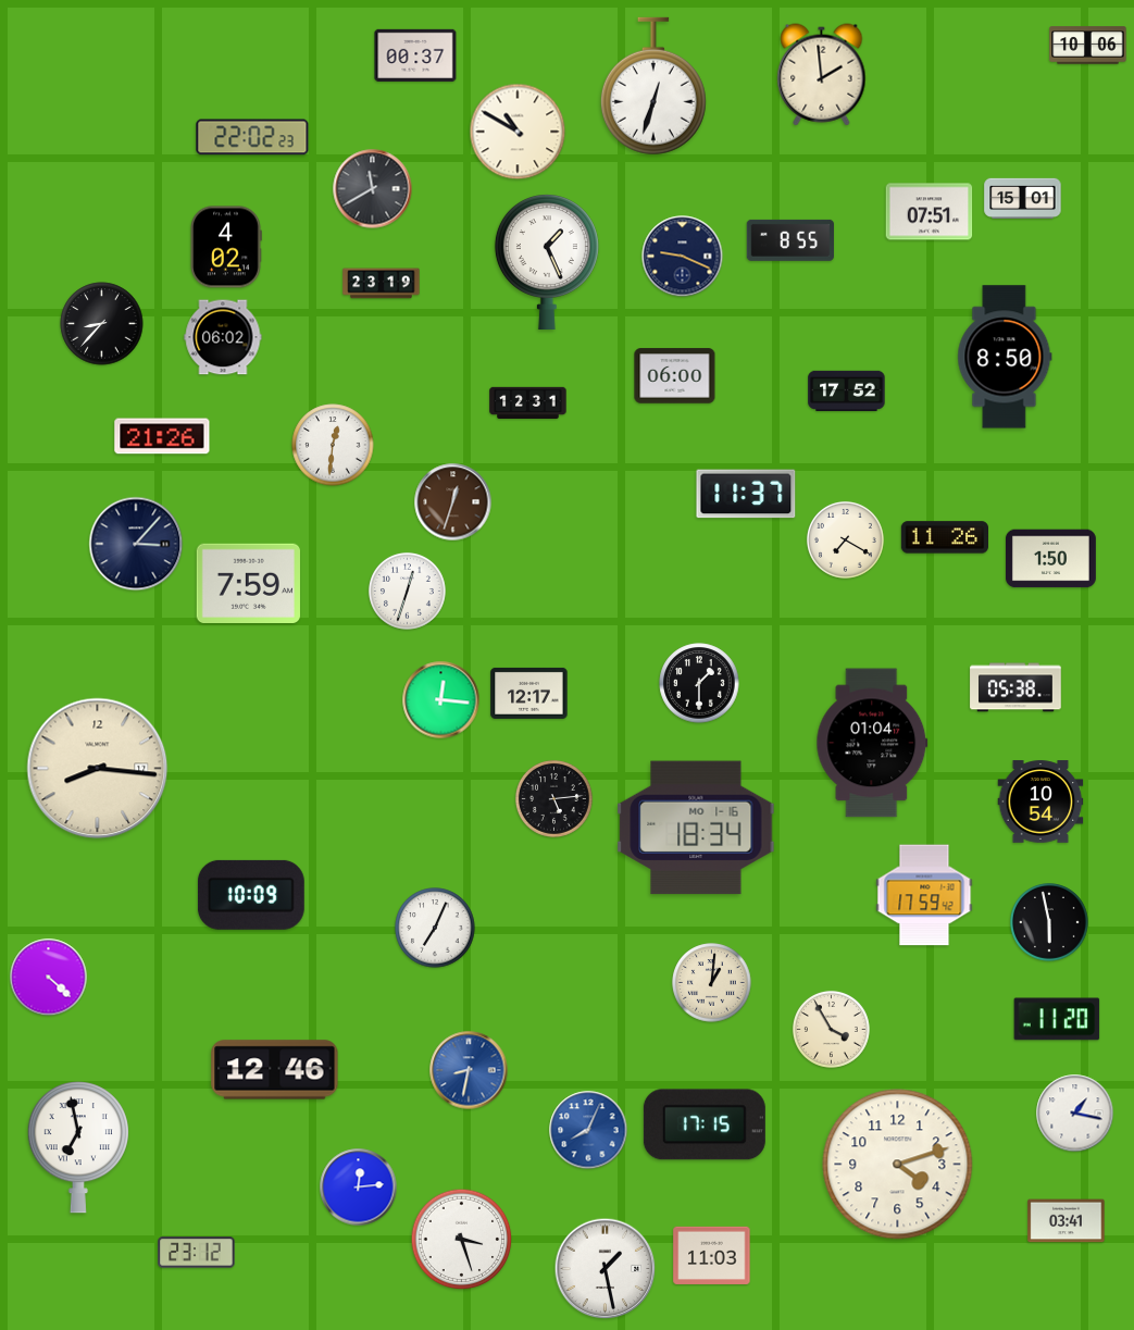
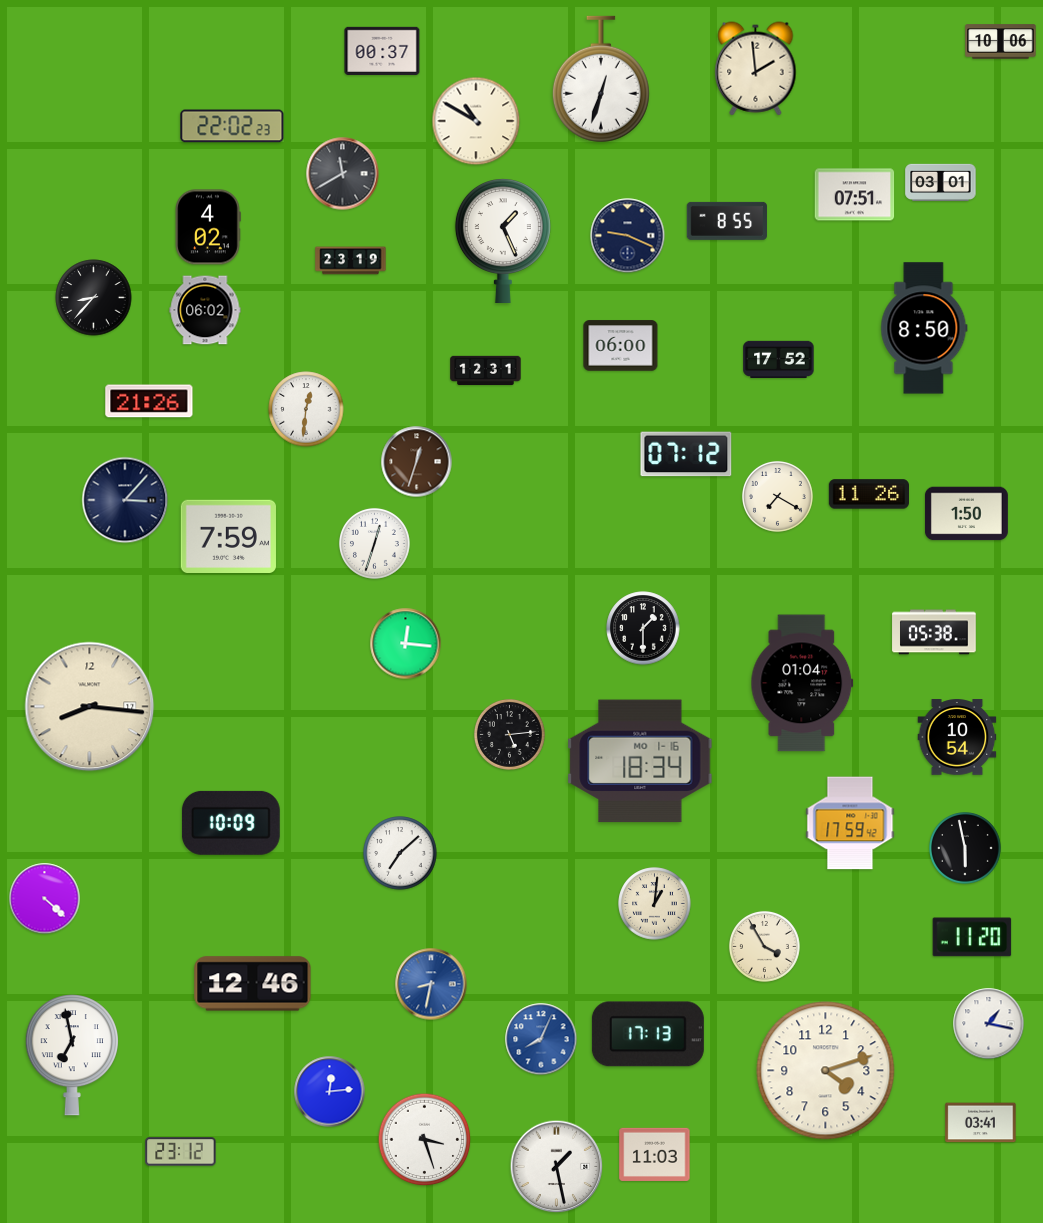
clock at (1023, 198): 15:01 -> 03:01
clock at (746, 494): 11:37 -> 07:12
clock at (529, 693): 12:17 -> none
clock at (435, 928): 7:04 -> 7:08
clock at (705, 1124): 17:15 -> 17:13
